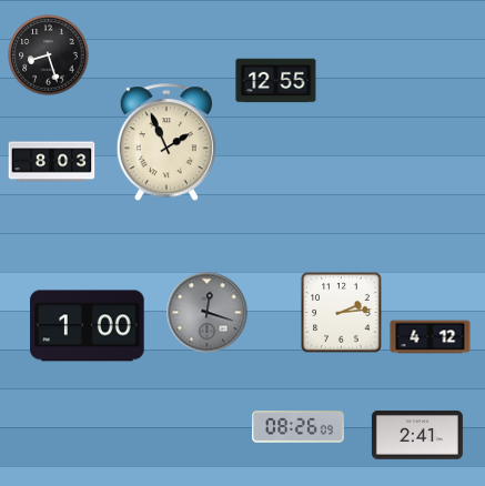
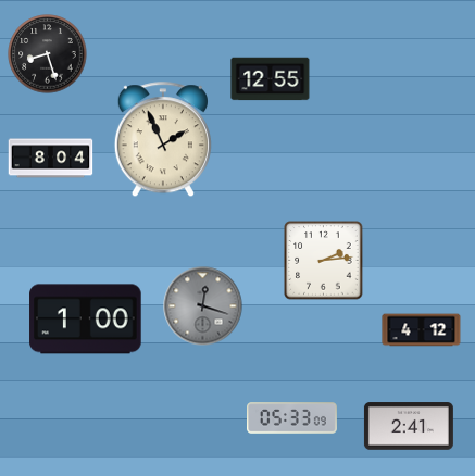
clock at (52, 162): 8:03 -> 8:04
clock at (342, 313) position: (342, 313) -> (324, 261)
clock at (299, 427): 08:26 -> 05:33
